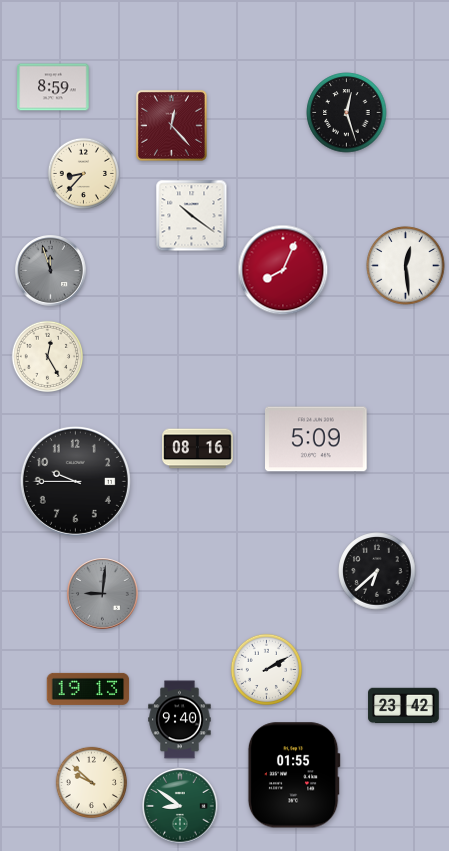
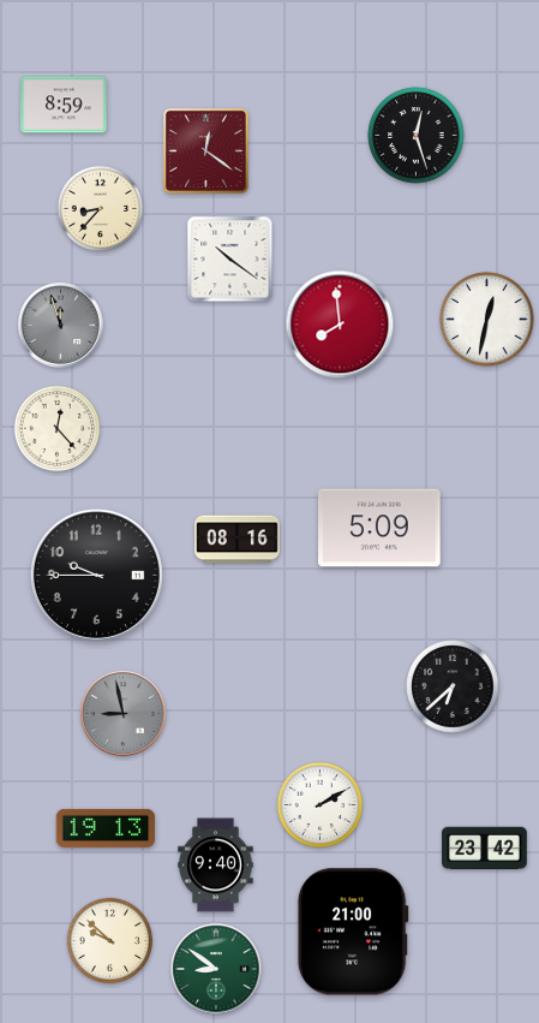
clock at (171, 125): 12:23 -> 12:21
clock at (406, 266): 12:29 -> 12:32
clock at (283, 270): 8:04 -> 7:59
clock at (47, 356): 12:25 -> 12:23
clock at (75, 481) position: (75, 481) -> (96, 575)
clock at (103, 594): 9:01 -> 8:58
clock at (294, 775): 01:55 -> 21:00
